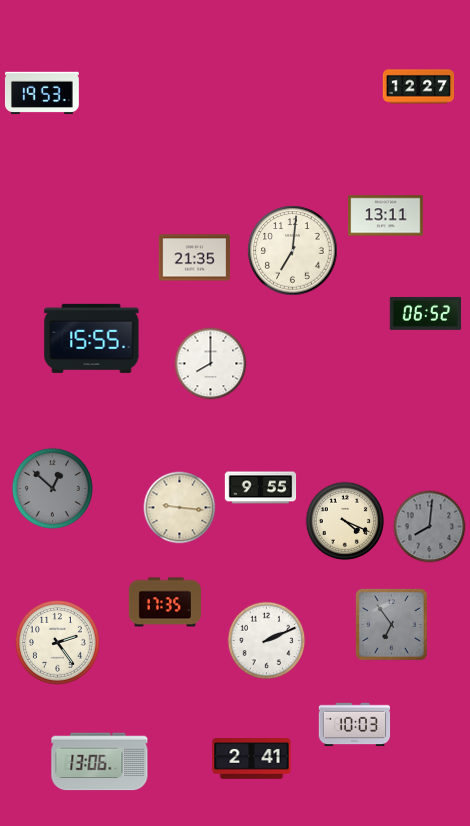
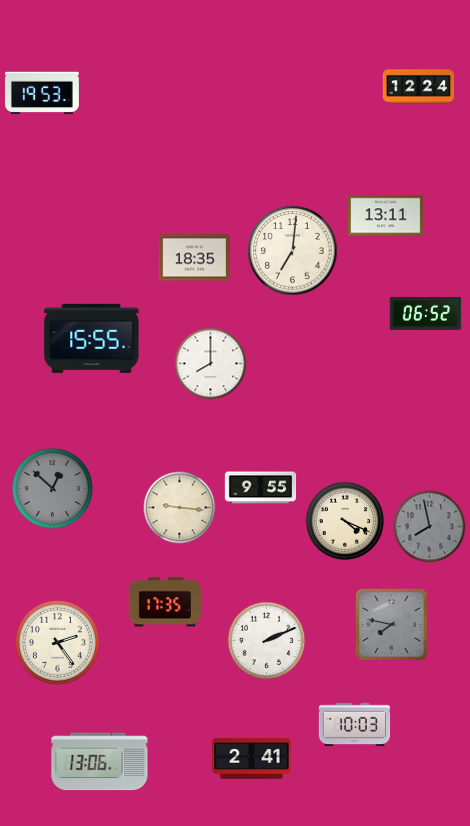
clock at (419, 87): 12:27 -> 12:24
clock at (195, 258): 21:35 -> 18:35
clock at (430, 527): 8:01 -> 7:58
clock at (391, 624): 6:54 -> 7:47
